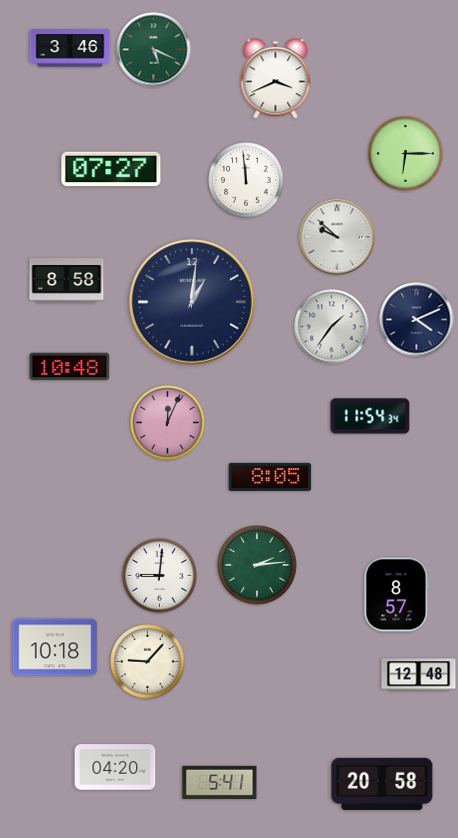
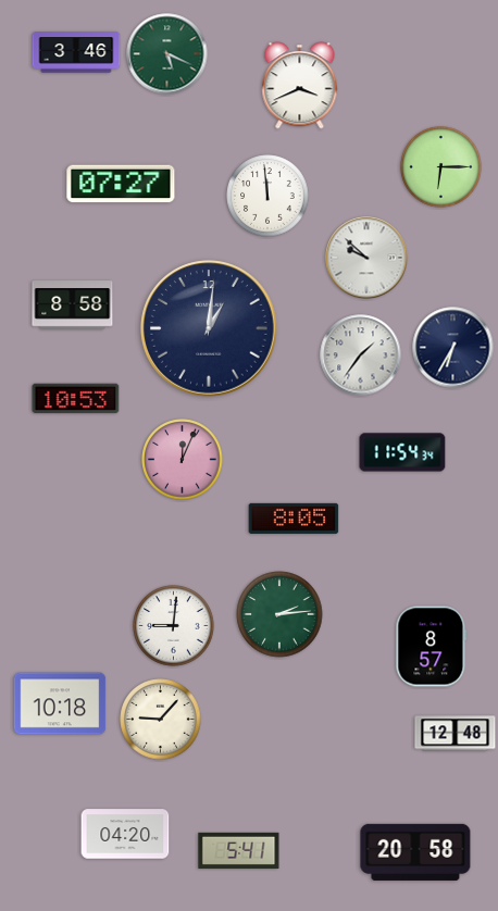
clock at (417, 320): 4:11 -> 6:35
clock at (70, 367): 10:48 -> 10:53
